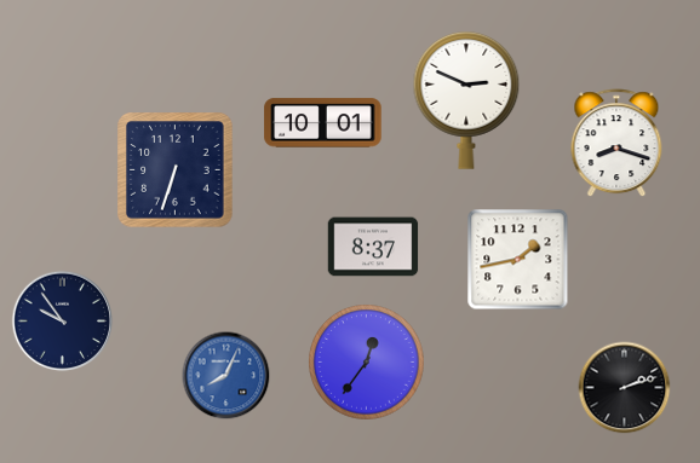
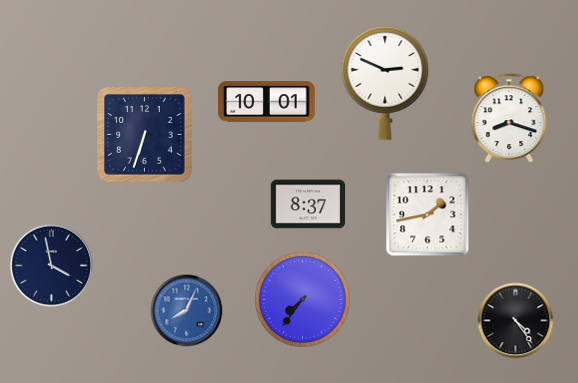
clock at (176, 170) position: (176, 170) -> (145, 135)
clock at (63, 322): 9:54 -> 3:58
clock at (367, 363): 12:36 -> 7:36
clock at (625, 388): 2:12 -> 4:24
